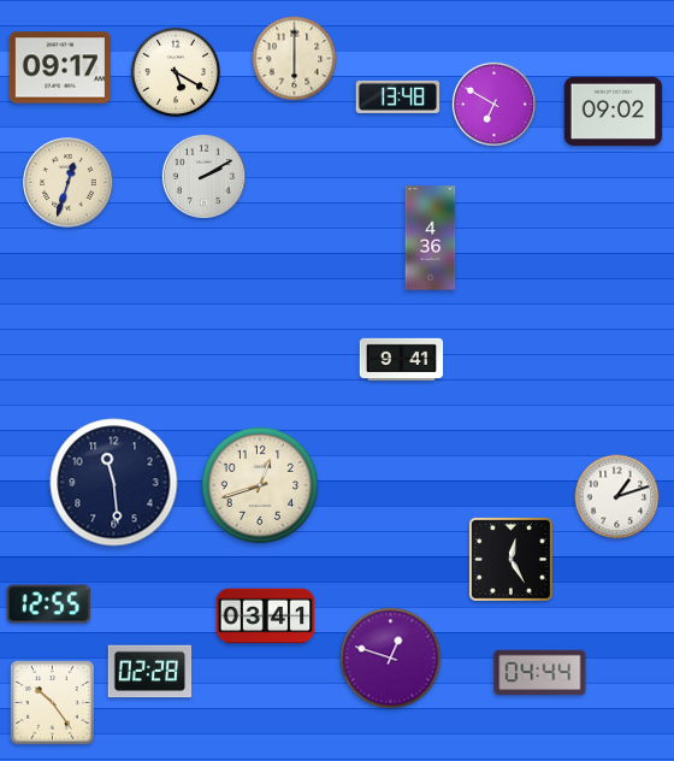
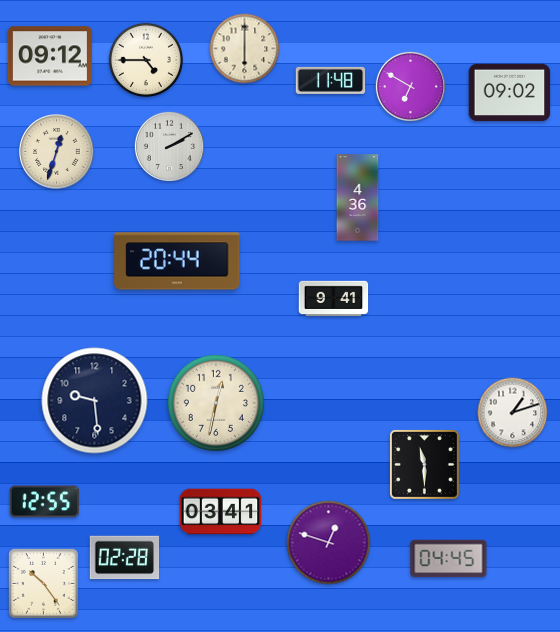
clock at (60, 67): 09:17 -> 09:12
clock at (175, 71): 5:20 -> 4:45
clock at (398, 96): 13:48 -> 11:48
clock at (177, 261): none -> 20:44
clock at (114, 483): 11:29 -> 9:29
clock at (260, 485): 12:42 -> 12:32
clock at (510, 559): 12:25 -> 11:30
clock at (49, 604) position: (49, 604) -> (45, 502)
clock at (391, 659) position: (391, 659) -> (329, 543)
clock at (540, 673): 04:44 -> 04:45
